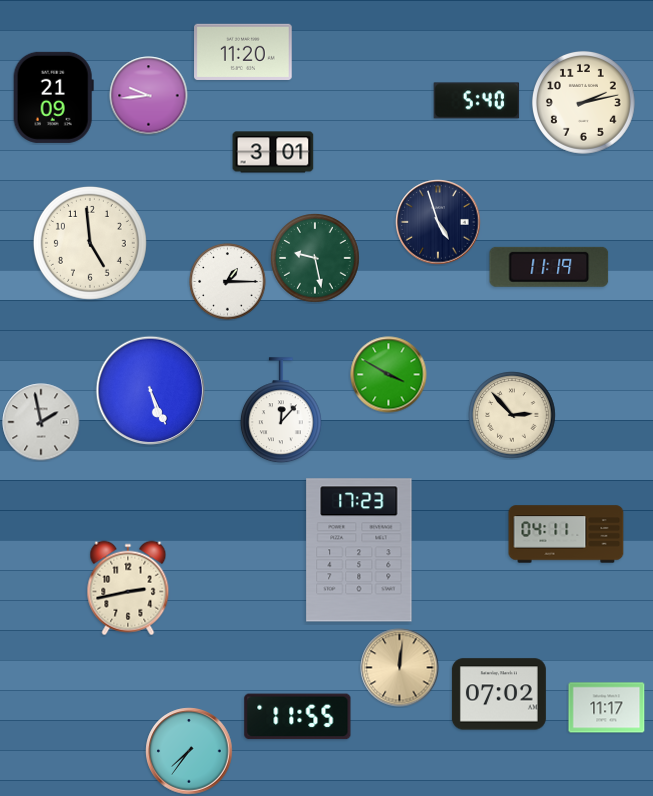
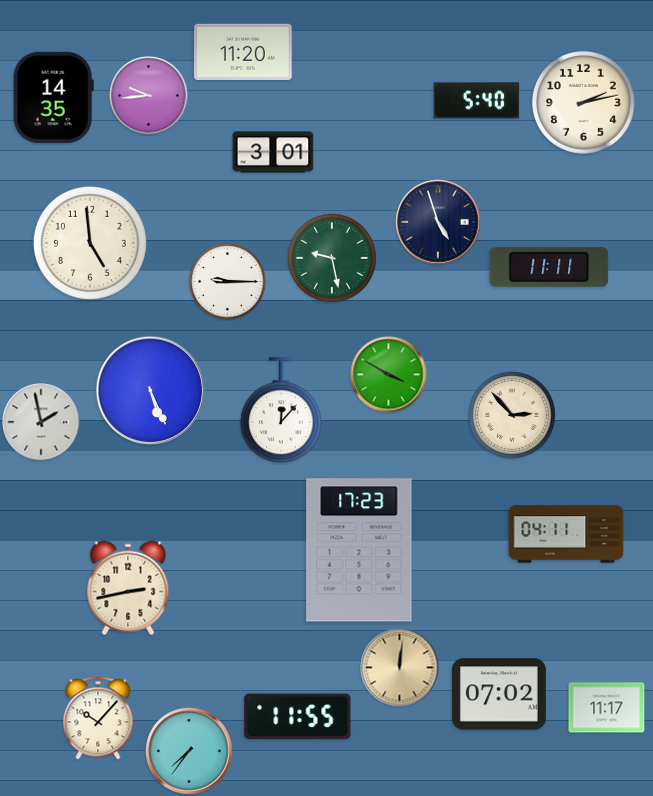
clock at (53, 97): 21:09 -> 14:35
clock at (315, 258) position: (315, 258) -> (332, 258)
clock at (549, 267): 11:19 -> 11:11
clock at (228, 282): 1:15 -> 9:15
clock at (98, 718): none -> 10:07
